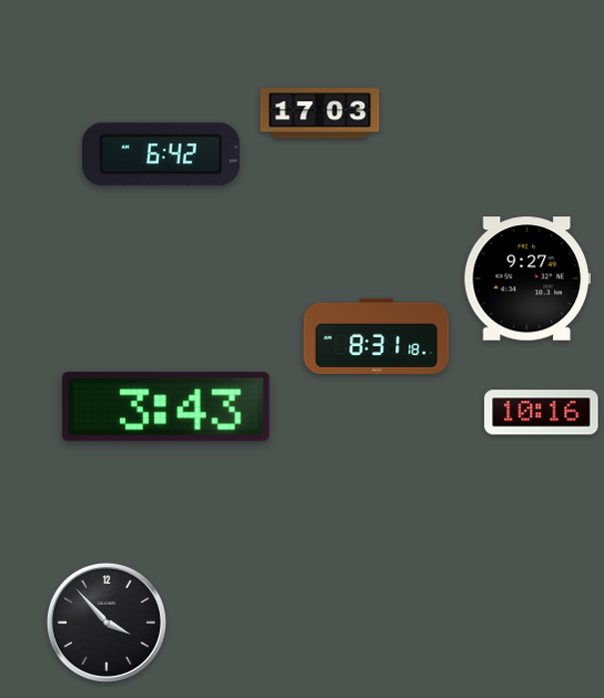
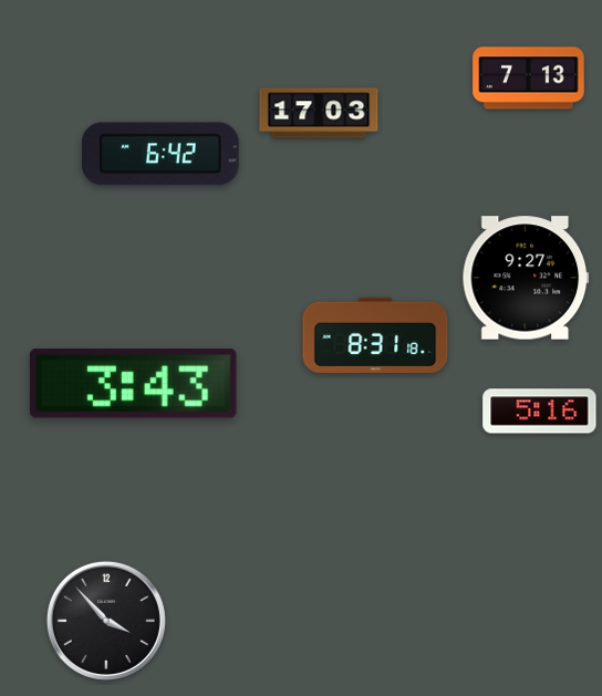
clock at (529, 79): none -> 7:13
clock at (165, 407) position: (165, 407) -> (133, 384)
clock at (542, 413): 10:16 -> 5:16
